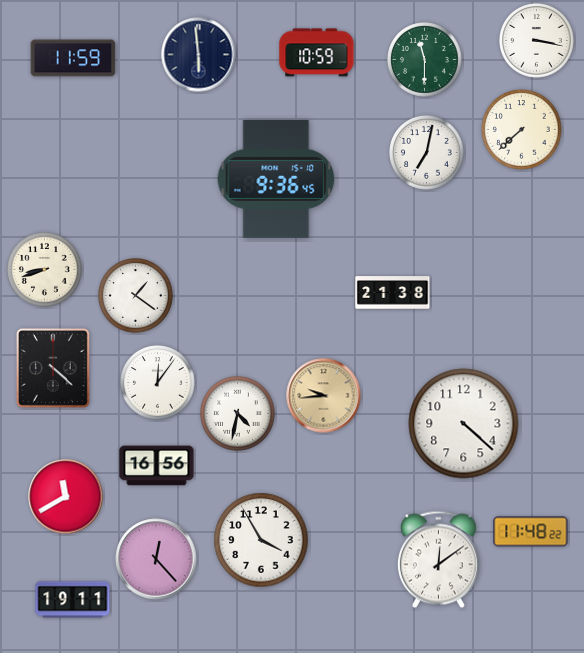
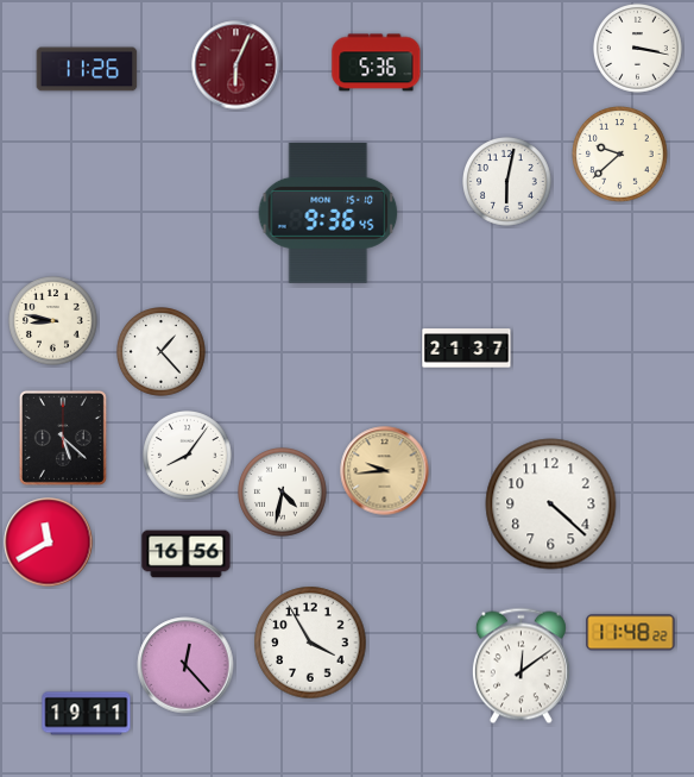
clock at (317, 53): 10:59 -> 5:36
clock at (199, 55): 5:59 -> 6:04
clock at (199, 55) dial: navy -> burgundy
clock at (73, 58): 11:59 -> 11:26
clock at (425, 60): 11:30 -> none
clock at (522, 130): 7:38 -> 9:38
clock at (427, 153): 7:02 -> 6:02
clock at (45, 270): 8:42 -> 8:47
clock at (393, 293): 21:38 -> 21:37
clock at (136, 296): 1:21 -> 1:23
clock at (53, 368): 4:22 -> 5:22
clock at (158, 383): 12:06 -> 8:06
clock at (66, 497) position: (66, 497) -> (49, 543)
